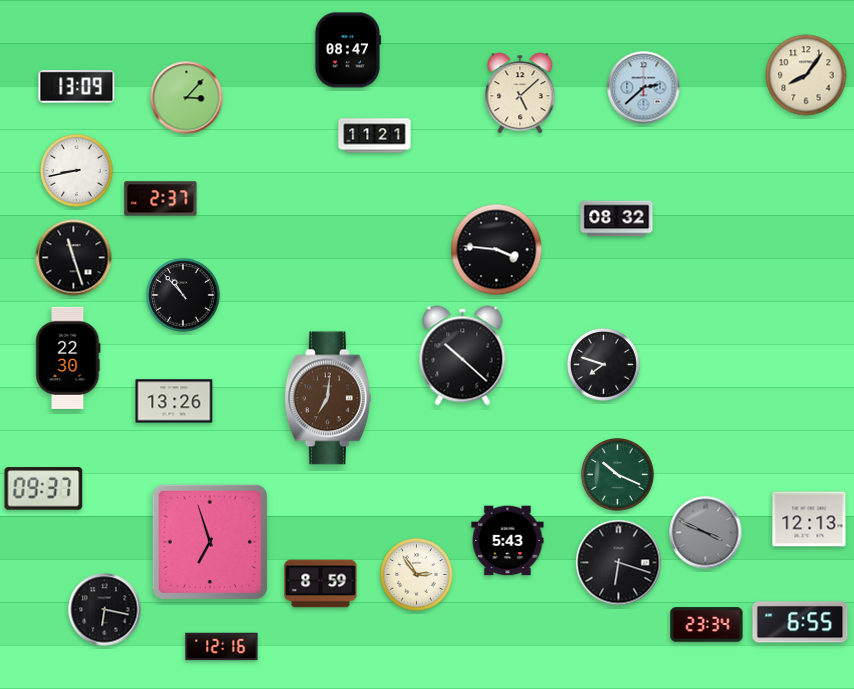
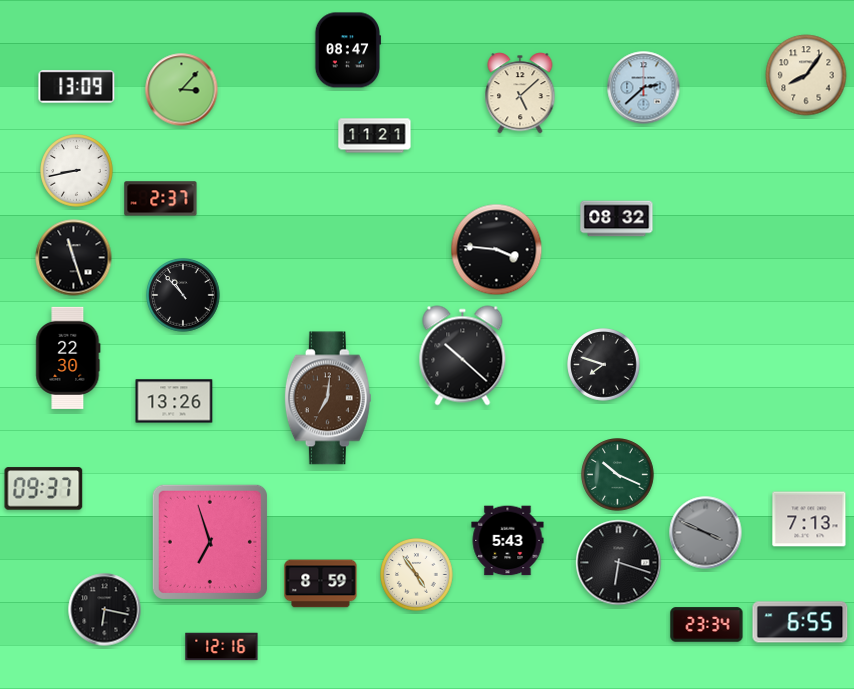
clock at (187, 98) position: (187, 98) -> (182, 90)
clock at (809, 519): 12:13 -> 7:13
clock at (417, 575): 2:54 -> 4:54
